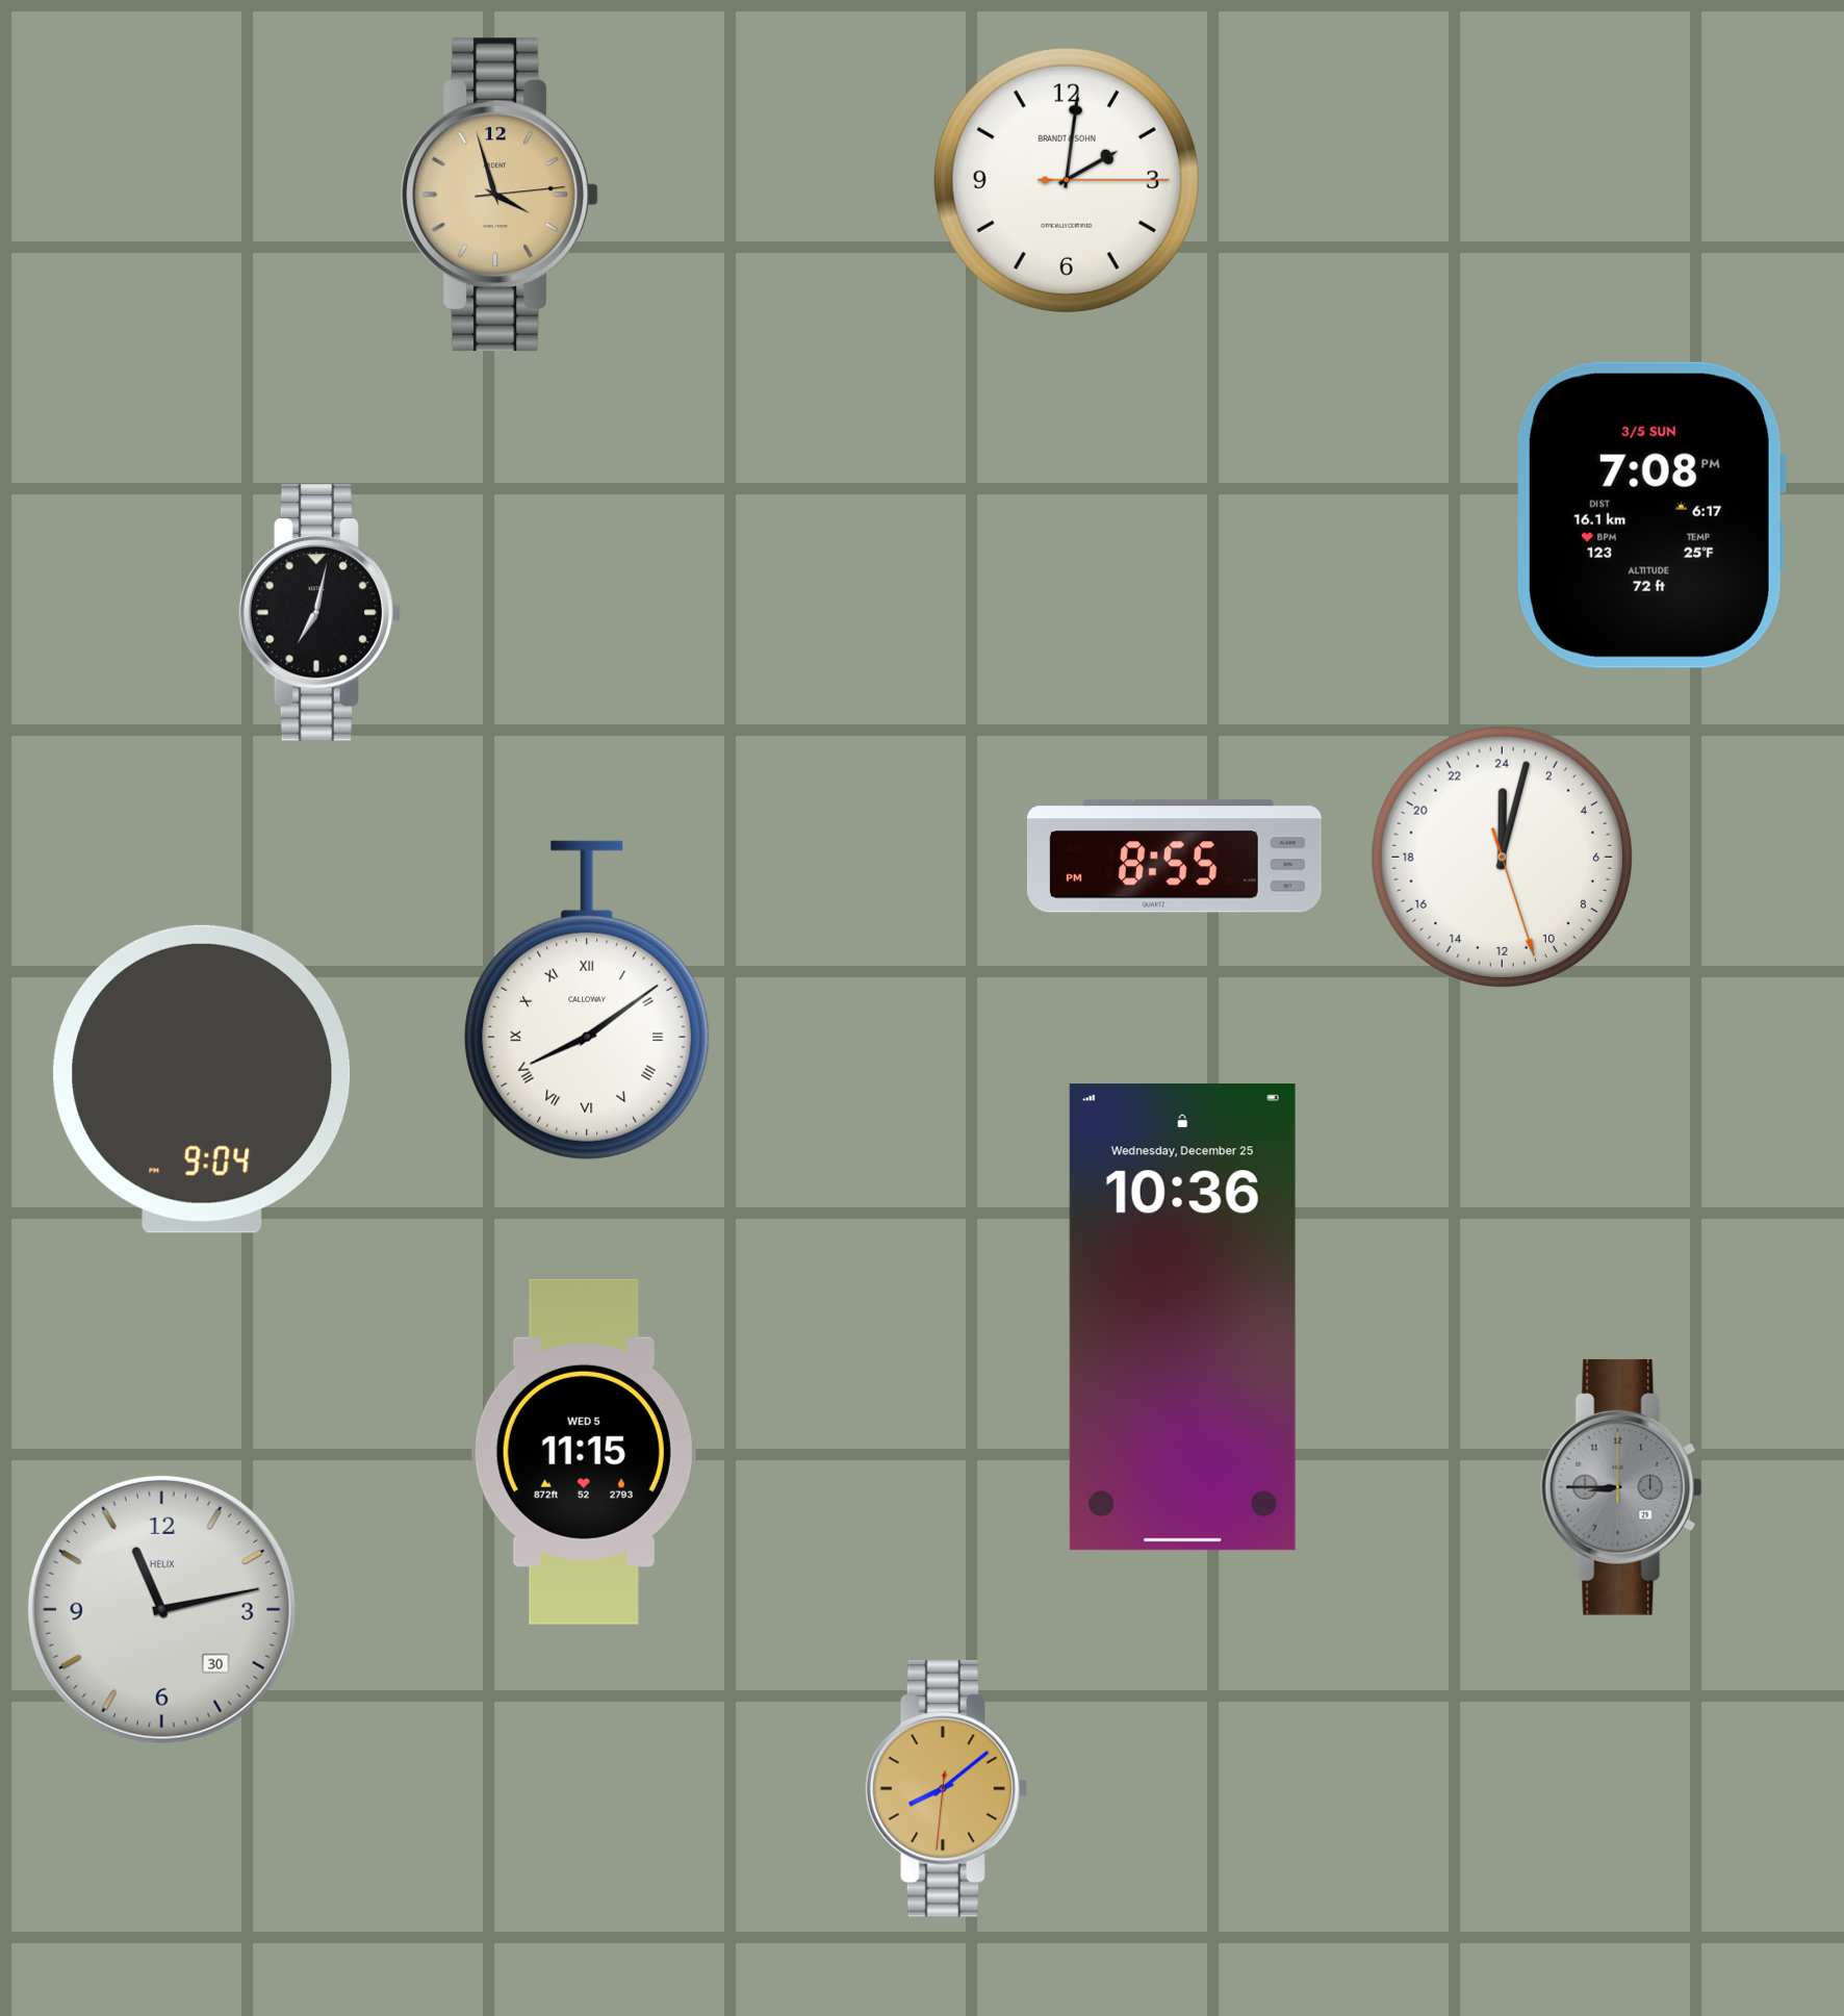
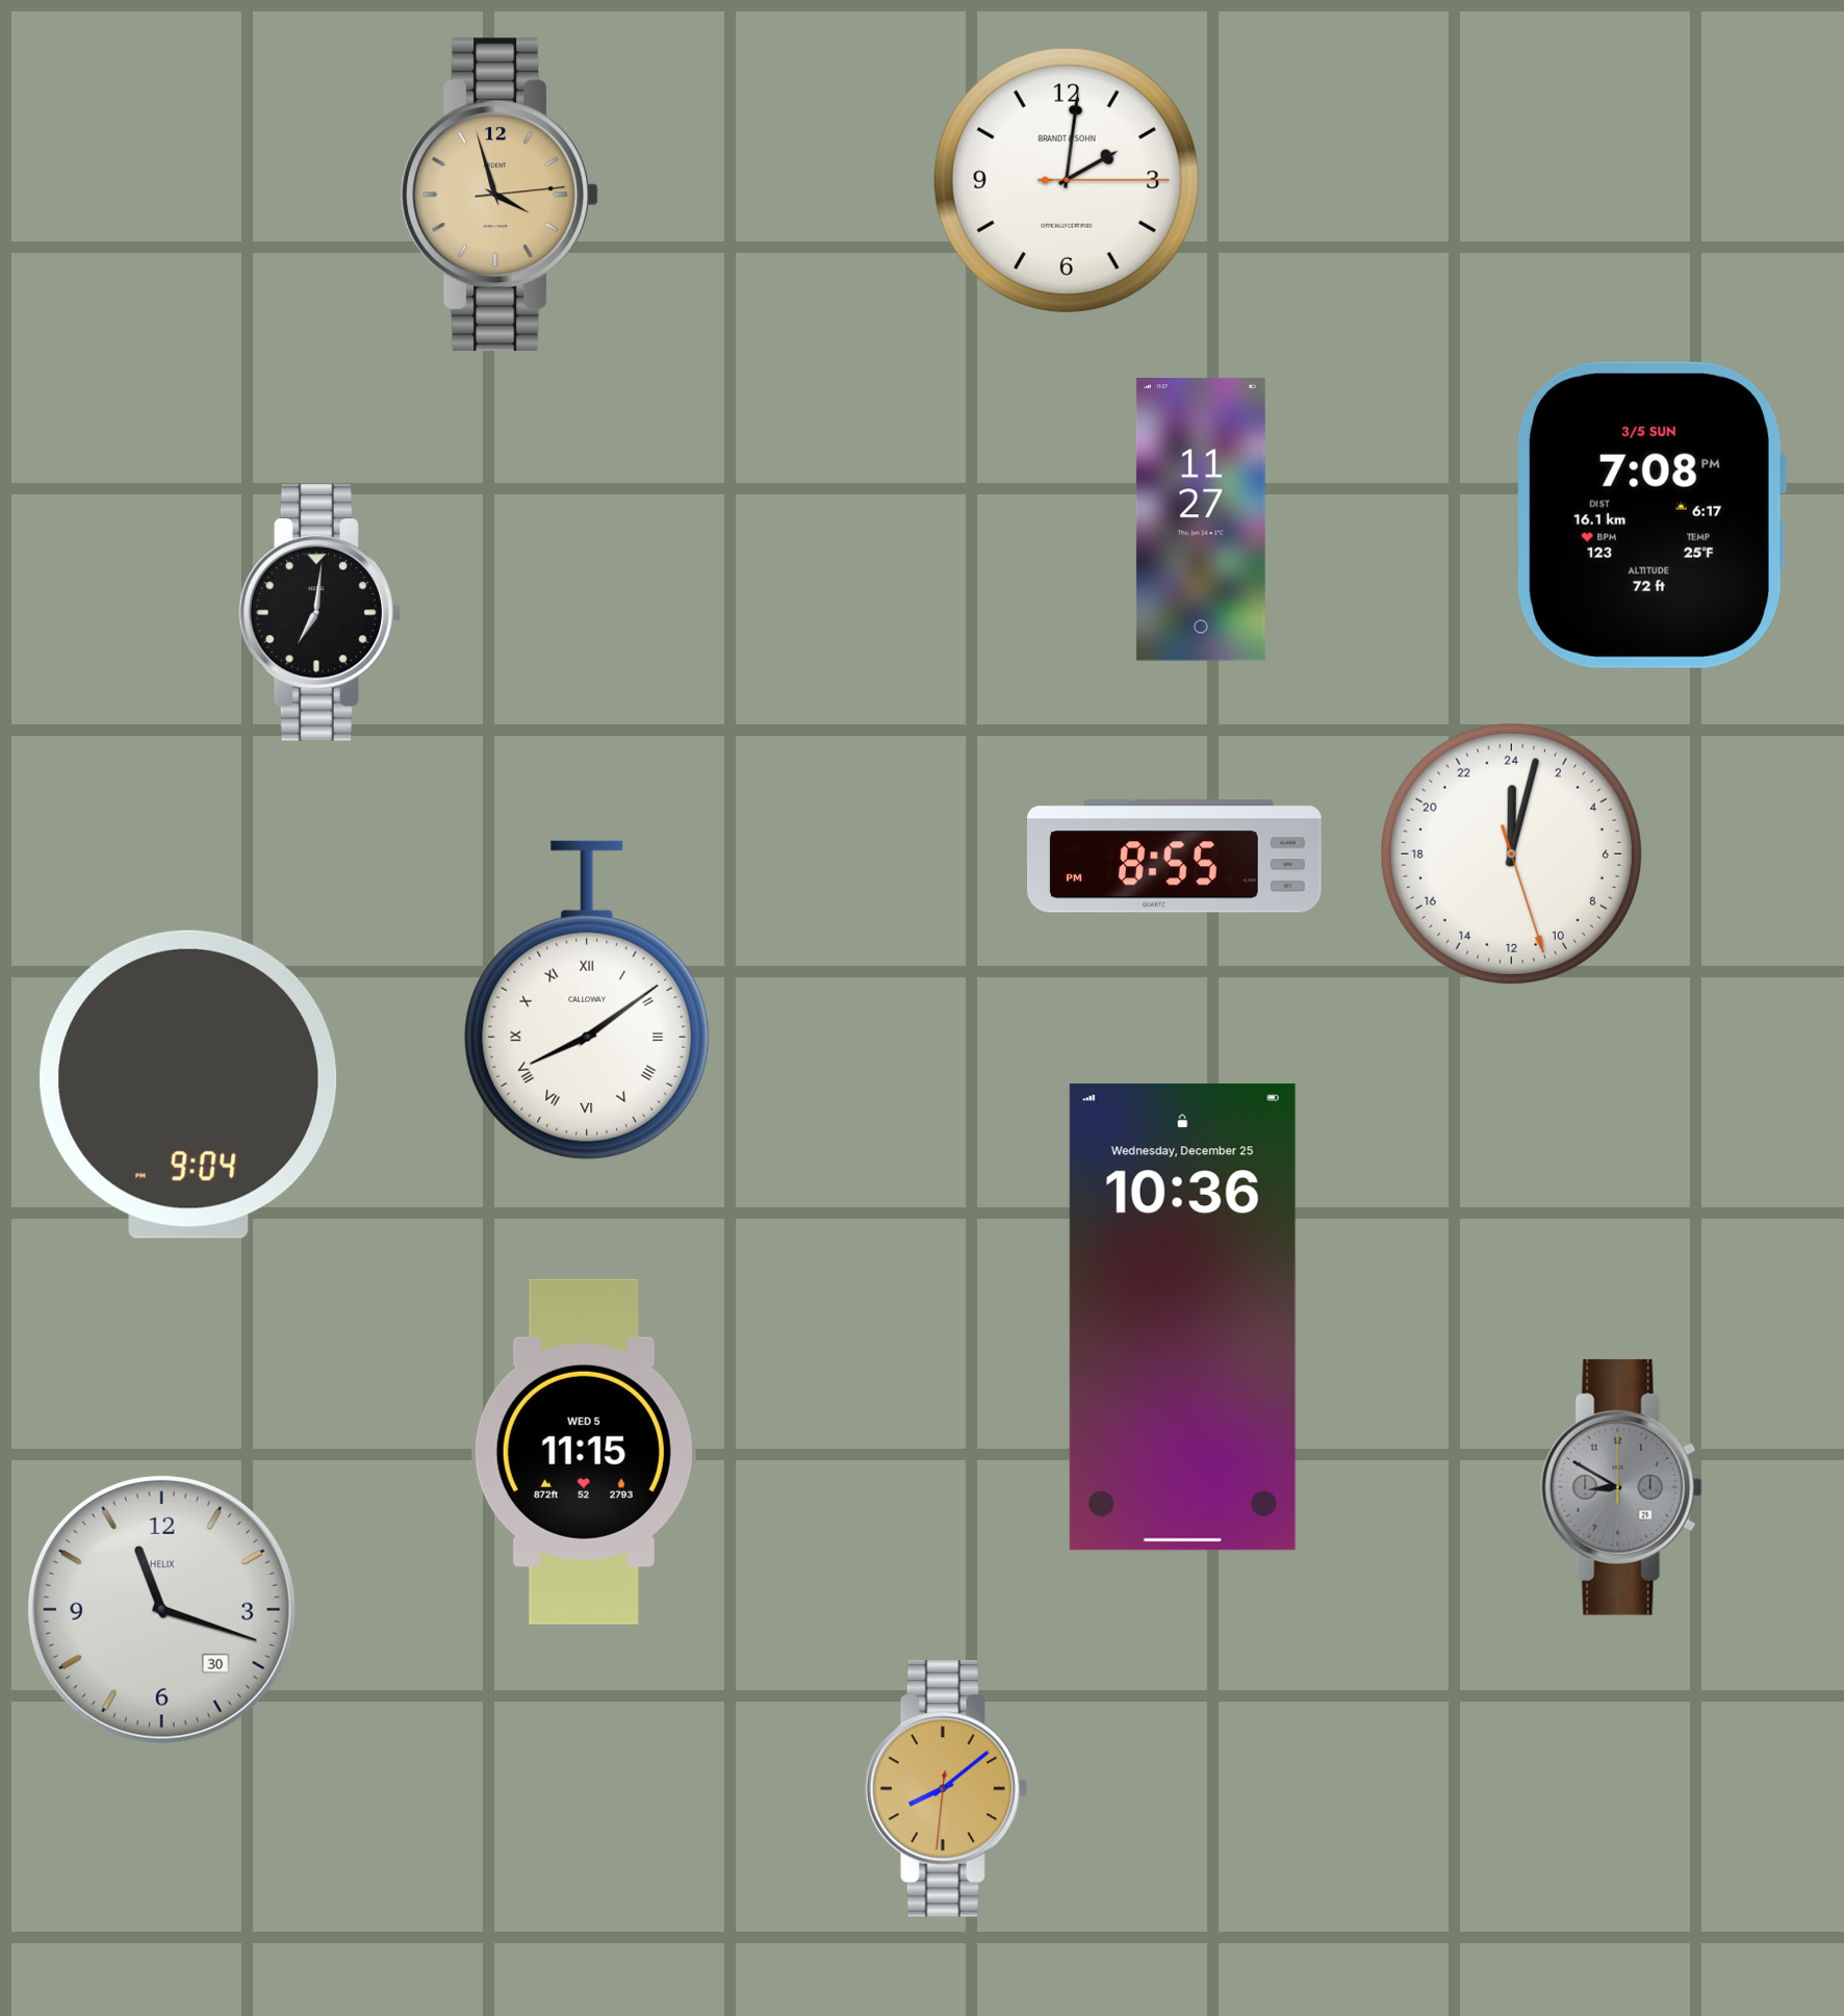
clock at (1201, 519): none -> 11:27
clock at (321, 613): 7:02 -> 7:01
clock at (1502, 857) position: (1502, 857) -> (1511, 853)
clock at (202, 1079) position: (202, 1079) -> (188, 1084)
clock at (1621, 1487): 8:45 -> 8:50
clock at (161, 1609): 11:13 -> 11:18
